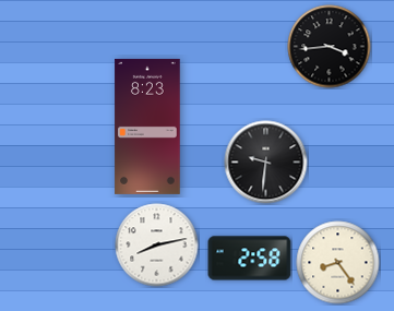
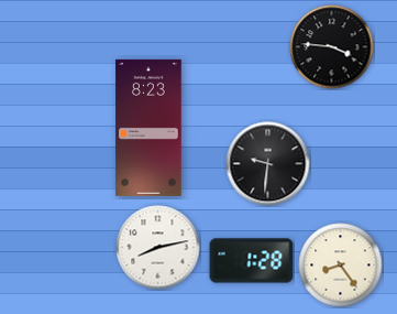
clock at (330, 47): 3:44 -> 3:46
clock at (250, 259): 2:58 -> 1:28
